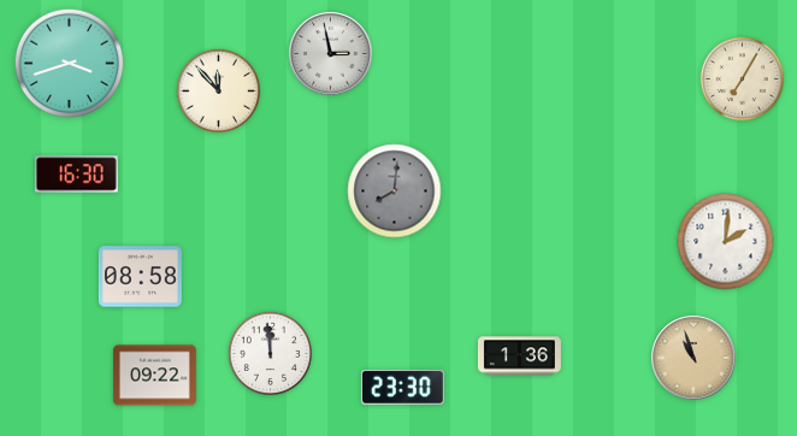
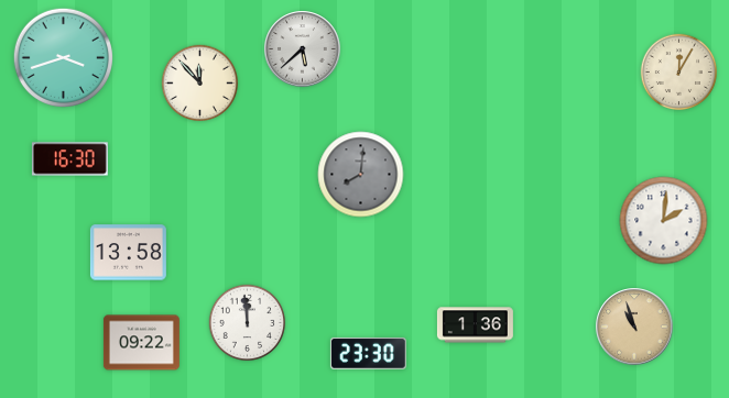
clock at (331, 54): 2:58 -> 5:38
clock at (743, 79): 7:05 -> 12:05
clock at (140, 277): 08:58 -> 13:58
